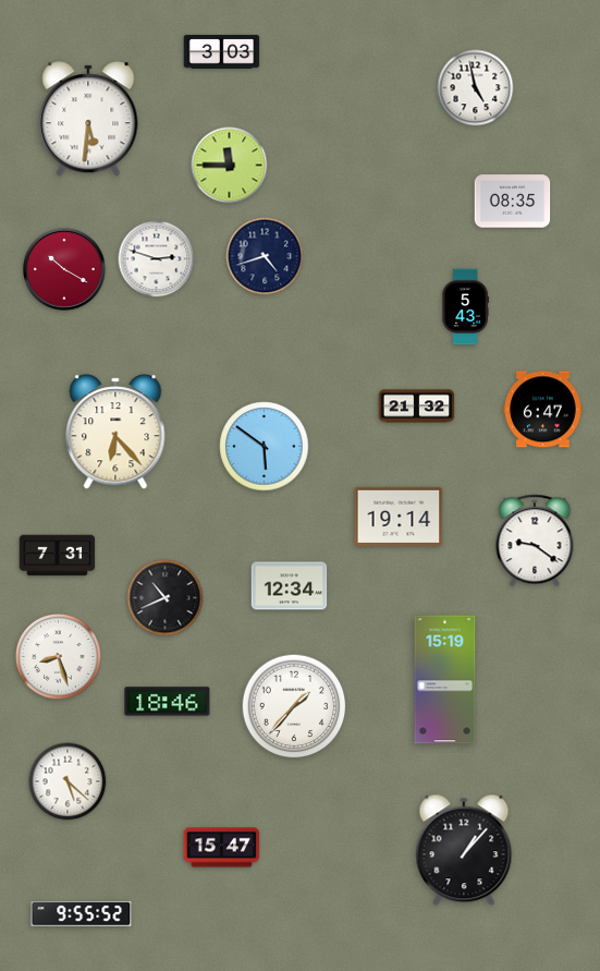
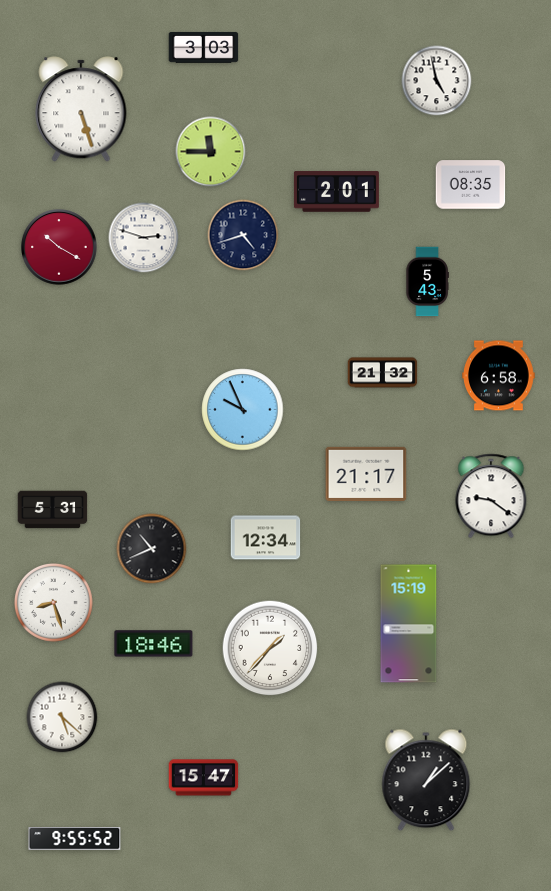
clock at (88, 119): 5:31 -> 5:27
clock at (336, 192): none -> 2:01
clock at (543, 410): 6:47 -> 6:58
clock at (115, 432): 6:23 -> none
clock at (265, 447): 5:51 -> 9:56
clock at (399, 517): 19:14 -> 21:17
clock at (58, 556): 7:31 -> 5:31
clock at (464, 850): 1:07 -> 1:08
